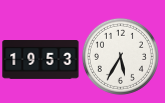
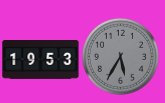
clock at (120, 56) dial: white -> grey
